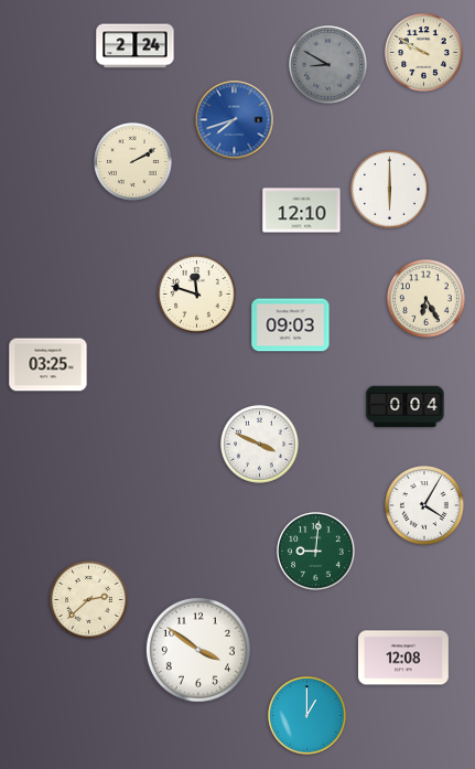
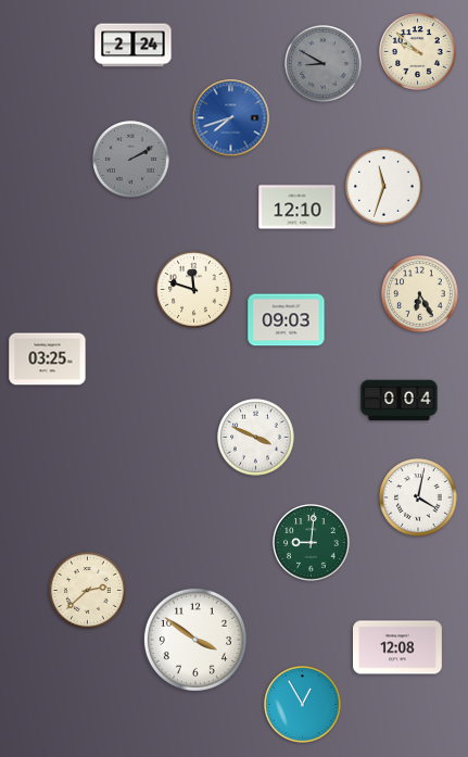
clock at (424, 53): 9:50 -> 9:52
clock at (133, 162) dial: cream -> grey
clock at (390, 190): 6:00 -> 11:33
clock at (424, 505): 4:05 -> 4:02
clock at (307, 716): 1:00 -> 12:55
